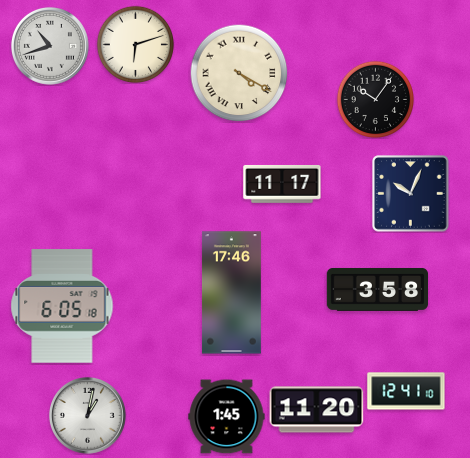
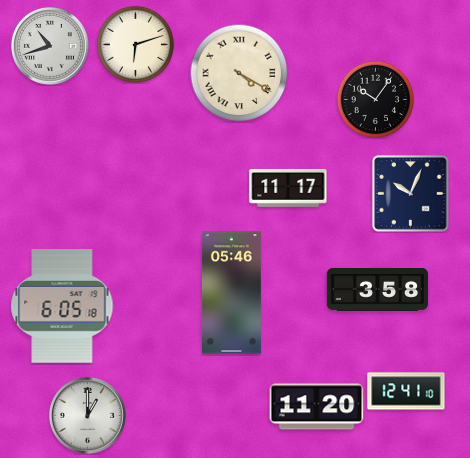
clock at (282, 184) position: (282, 184) -> (288, 188)
clock at (231, 293): 17:46 -> 05:46
clock at (317, 410) position: (317, 410) -> (317, 407)
clock at (87, 415): 1:02 -> 1:00
clock at (227, 417): 1:45 -> none
